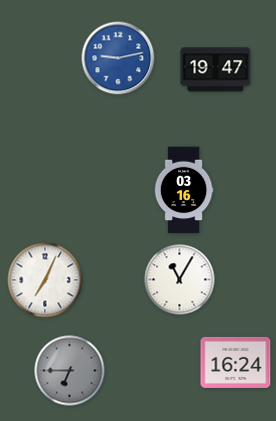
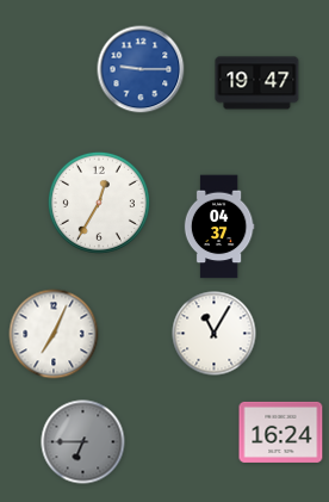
clock at (118, 58): 9:13 -> 9:15
clock at (99, 203): none -> 12:35
clock at (184, 190): 03:16 -> 04:37
